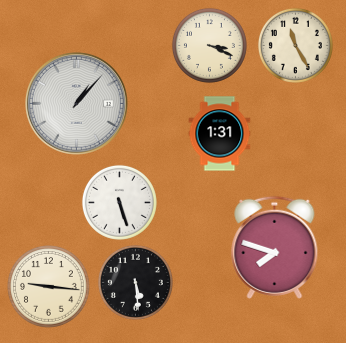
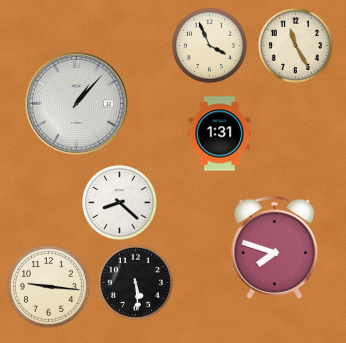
clock at (209, 45): 3:19 -> 3:56
clock at (119, 202): 5:27 -> 8:22
